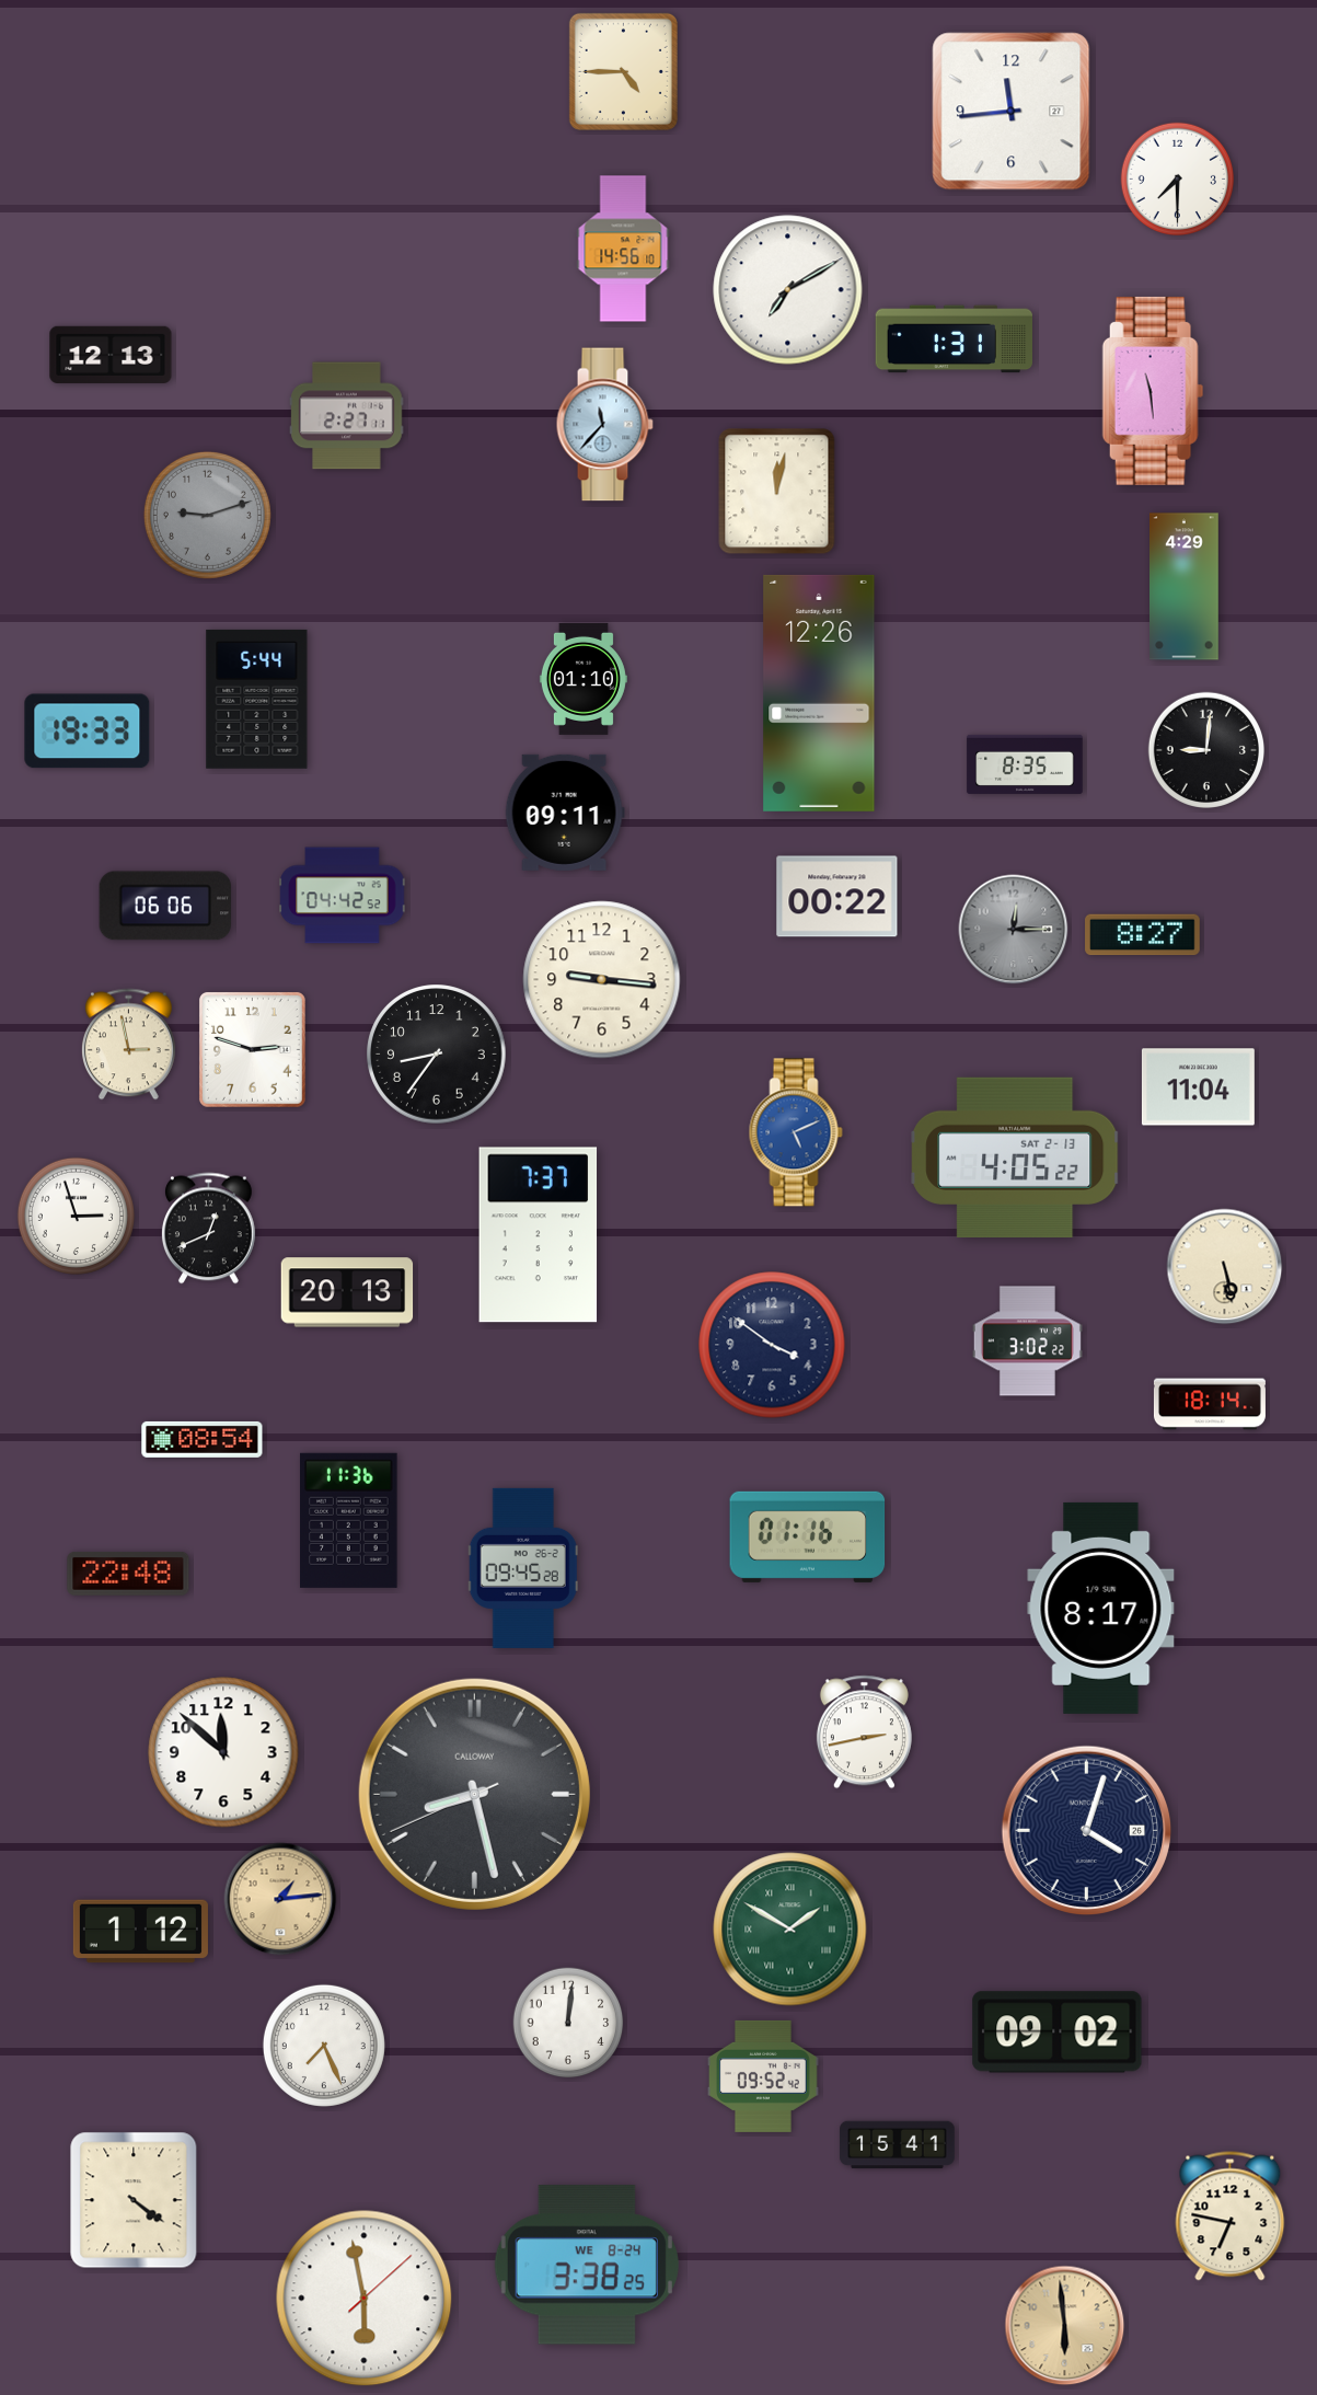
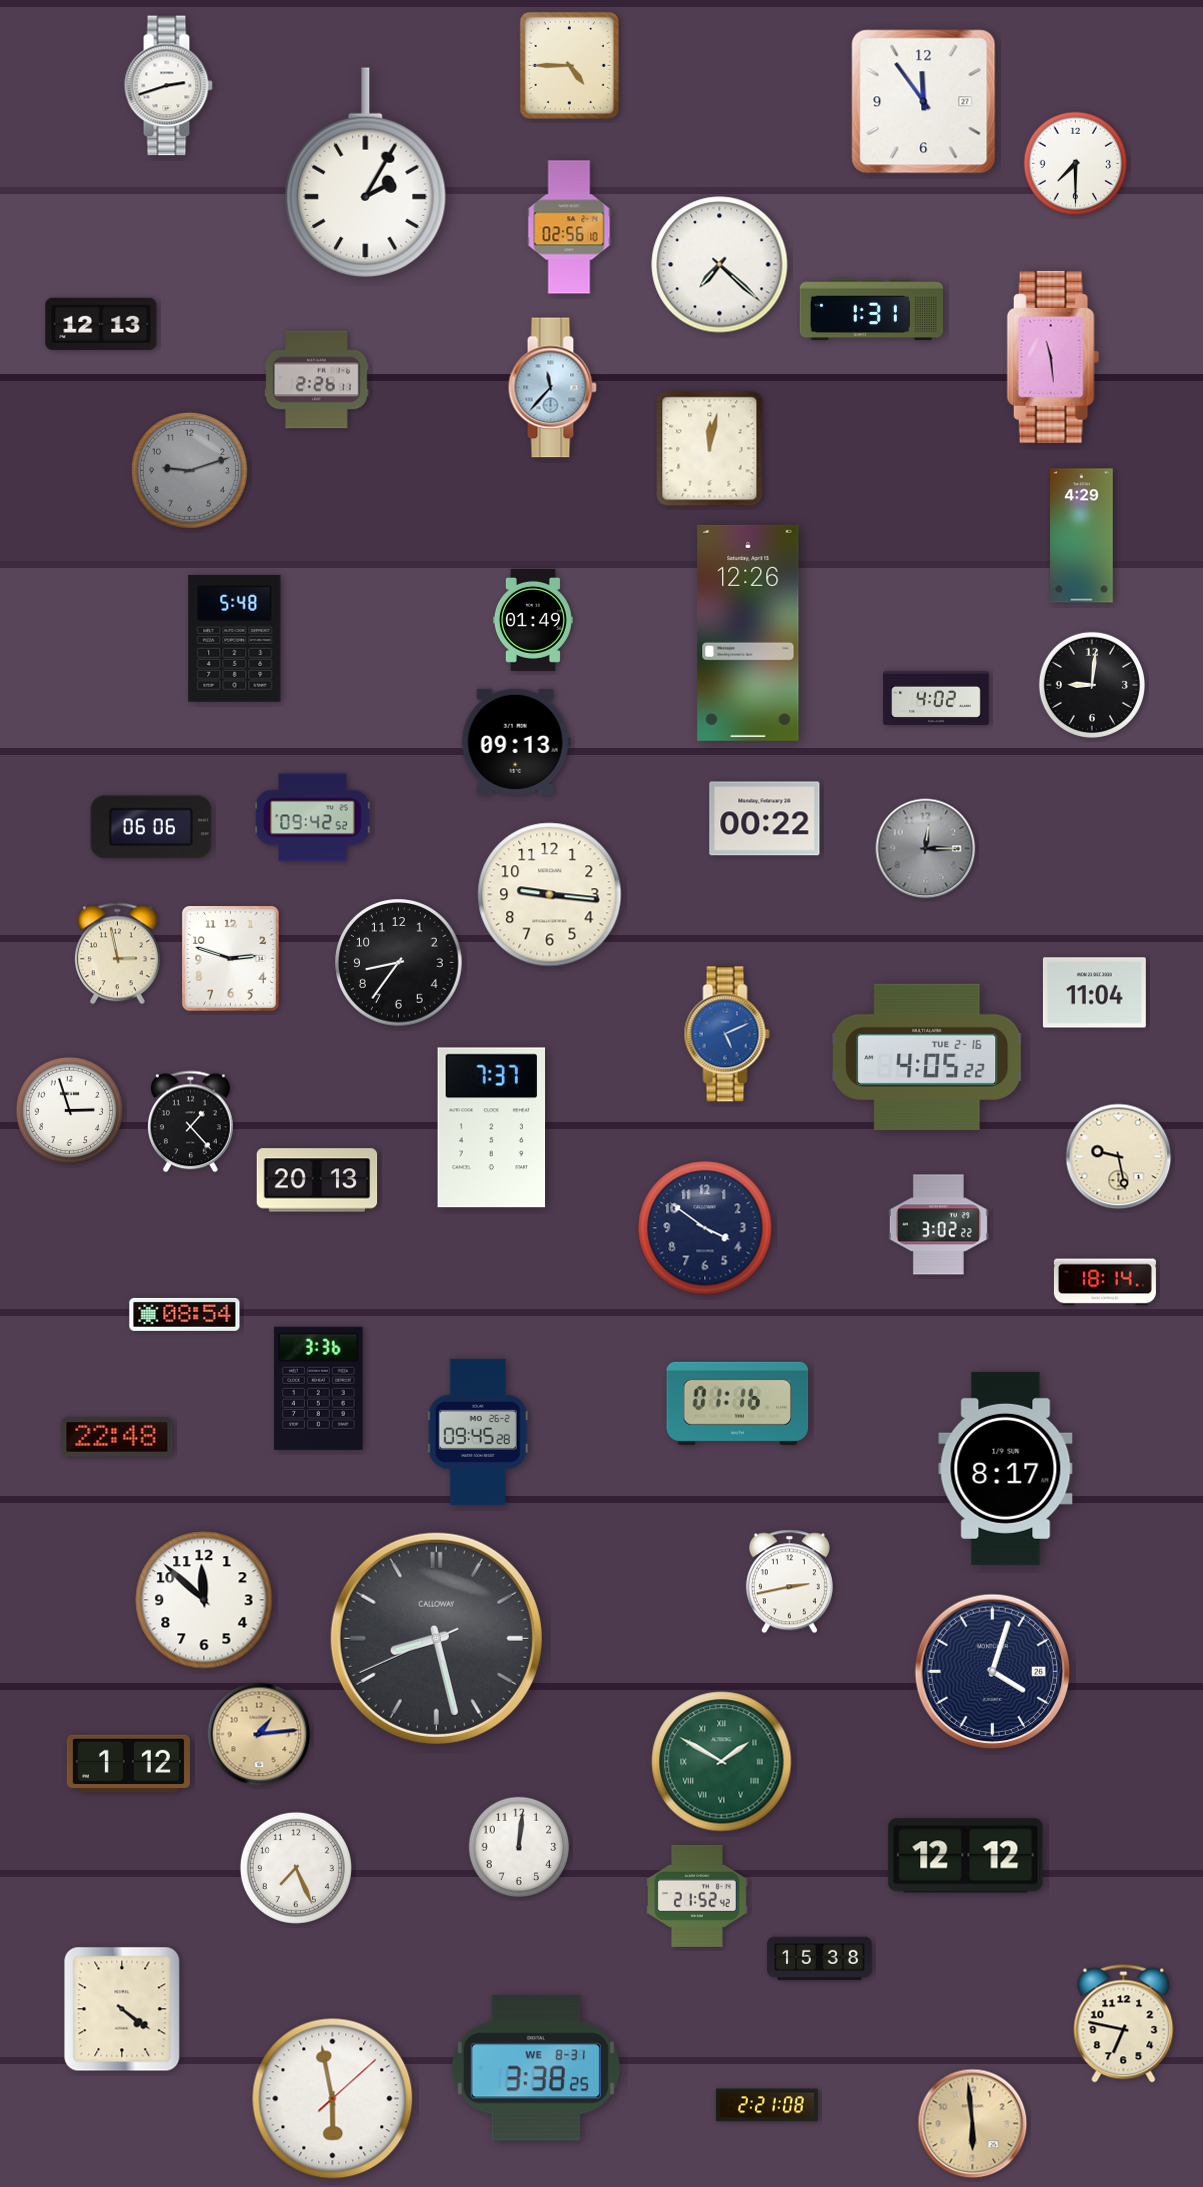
clock at (168, 86): none -> 2:42
clock at (1012, 112): 11:44 -> 11:54
clock at (366, 172): none -> 2:05
clock at (623, 249): 14:56 -> 02:56
clock at (788, 290): 7:10 -> 7:22
clock at (347, 416): 2:27 -> 2:26
clock at (584, 679): 01:10 -> 01:49
clock at (257, 699): 5:44 -> 5:48
clock at (88, 732): 19:33 -> none
clock at (1205, 749) position: (1205, 749) -> (1091, 684)
clock at (1025, 764): 8:35 -> 4:02
clock at (565, 813): 09:11 -> 09:13
clock at (343, 896): 04:42 -> 09:42
clock at (1143, 935): 8:27 -> none
clock at (1015, 1158) date: SAT 2-13 -> TUE 2-16
clock at (208, 1229): 12:41 -> 1:23
clock at (1225, 1267): 5:28 -> 9:28
clock at (349, 1520): 11:36 -> 3:36
clock at (474, 1794) position: (474, 1794) -> (436, 1638)
clock at (280, 1899) position: (280, 1899) -> (259, 1734)
clock at (1058, 2033): 09:02 -> 12:12
clock at (763, 2076): 09:52 -> 21:52
clock at (898, 2145): 15:41 -> 15:38
clock at (587, 2265) date: WE 8-24 -> WE 8-31
clock at (767, 2105): none -> 2:21
